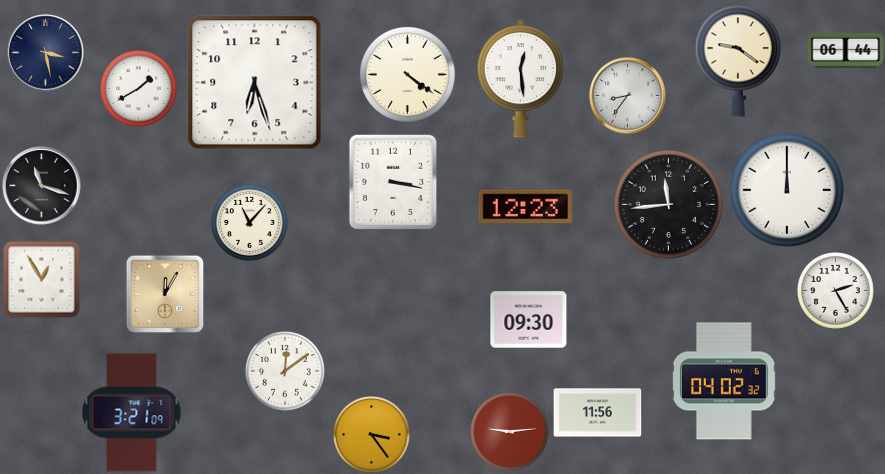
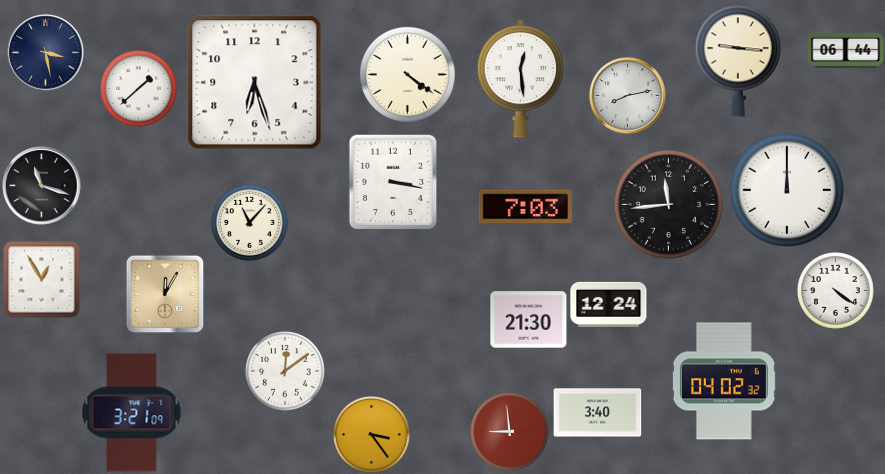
clock at (738, 61): 9:21 -> 9:16
clock at (139, 89): 1:40 -> 1:38
clock at (628, 96): 8:36 -> 8:13
clock at (525, 207): 12:23 -> 7:03
clock at (836, 291): 2:25 -> 4:21
clock at (609, 304): none -> 12:24
clock at (529, 320): 09:30 -> 21:30
clock at (598, 413): 11:56 -> 3:40
clock at (510, 432): 9:14 -> 8:59
